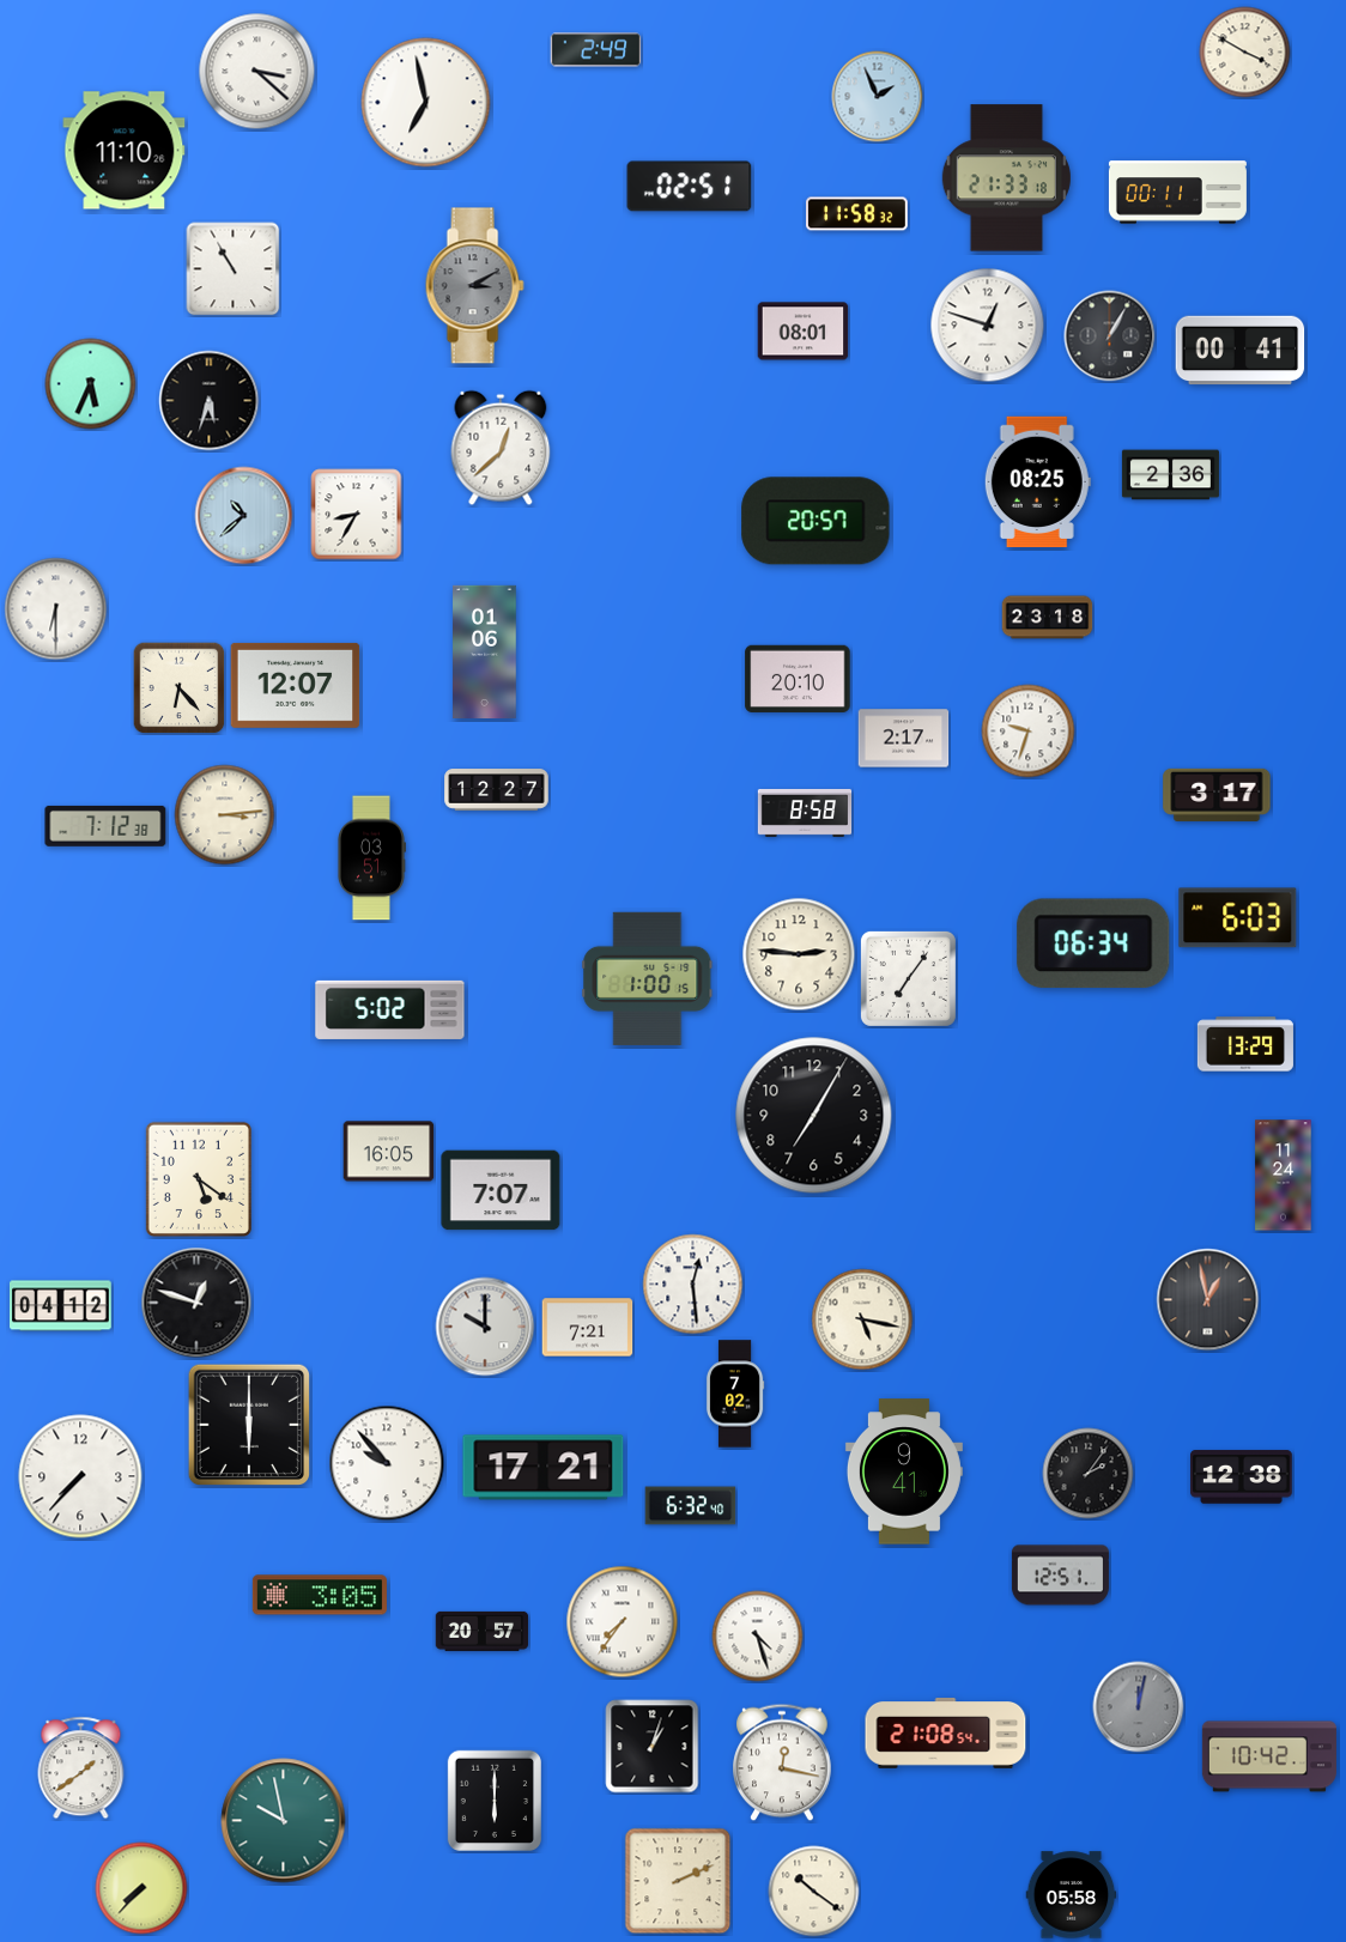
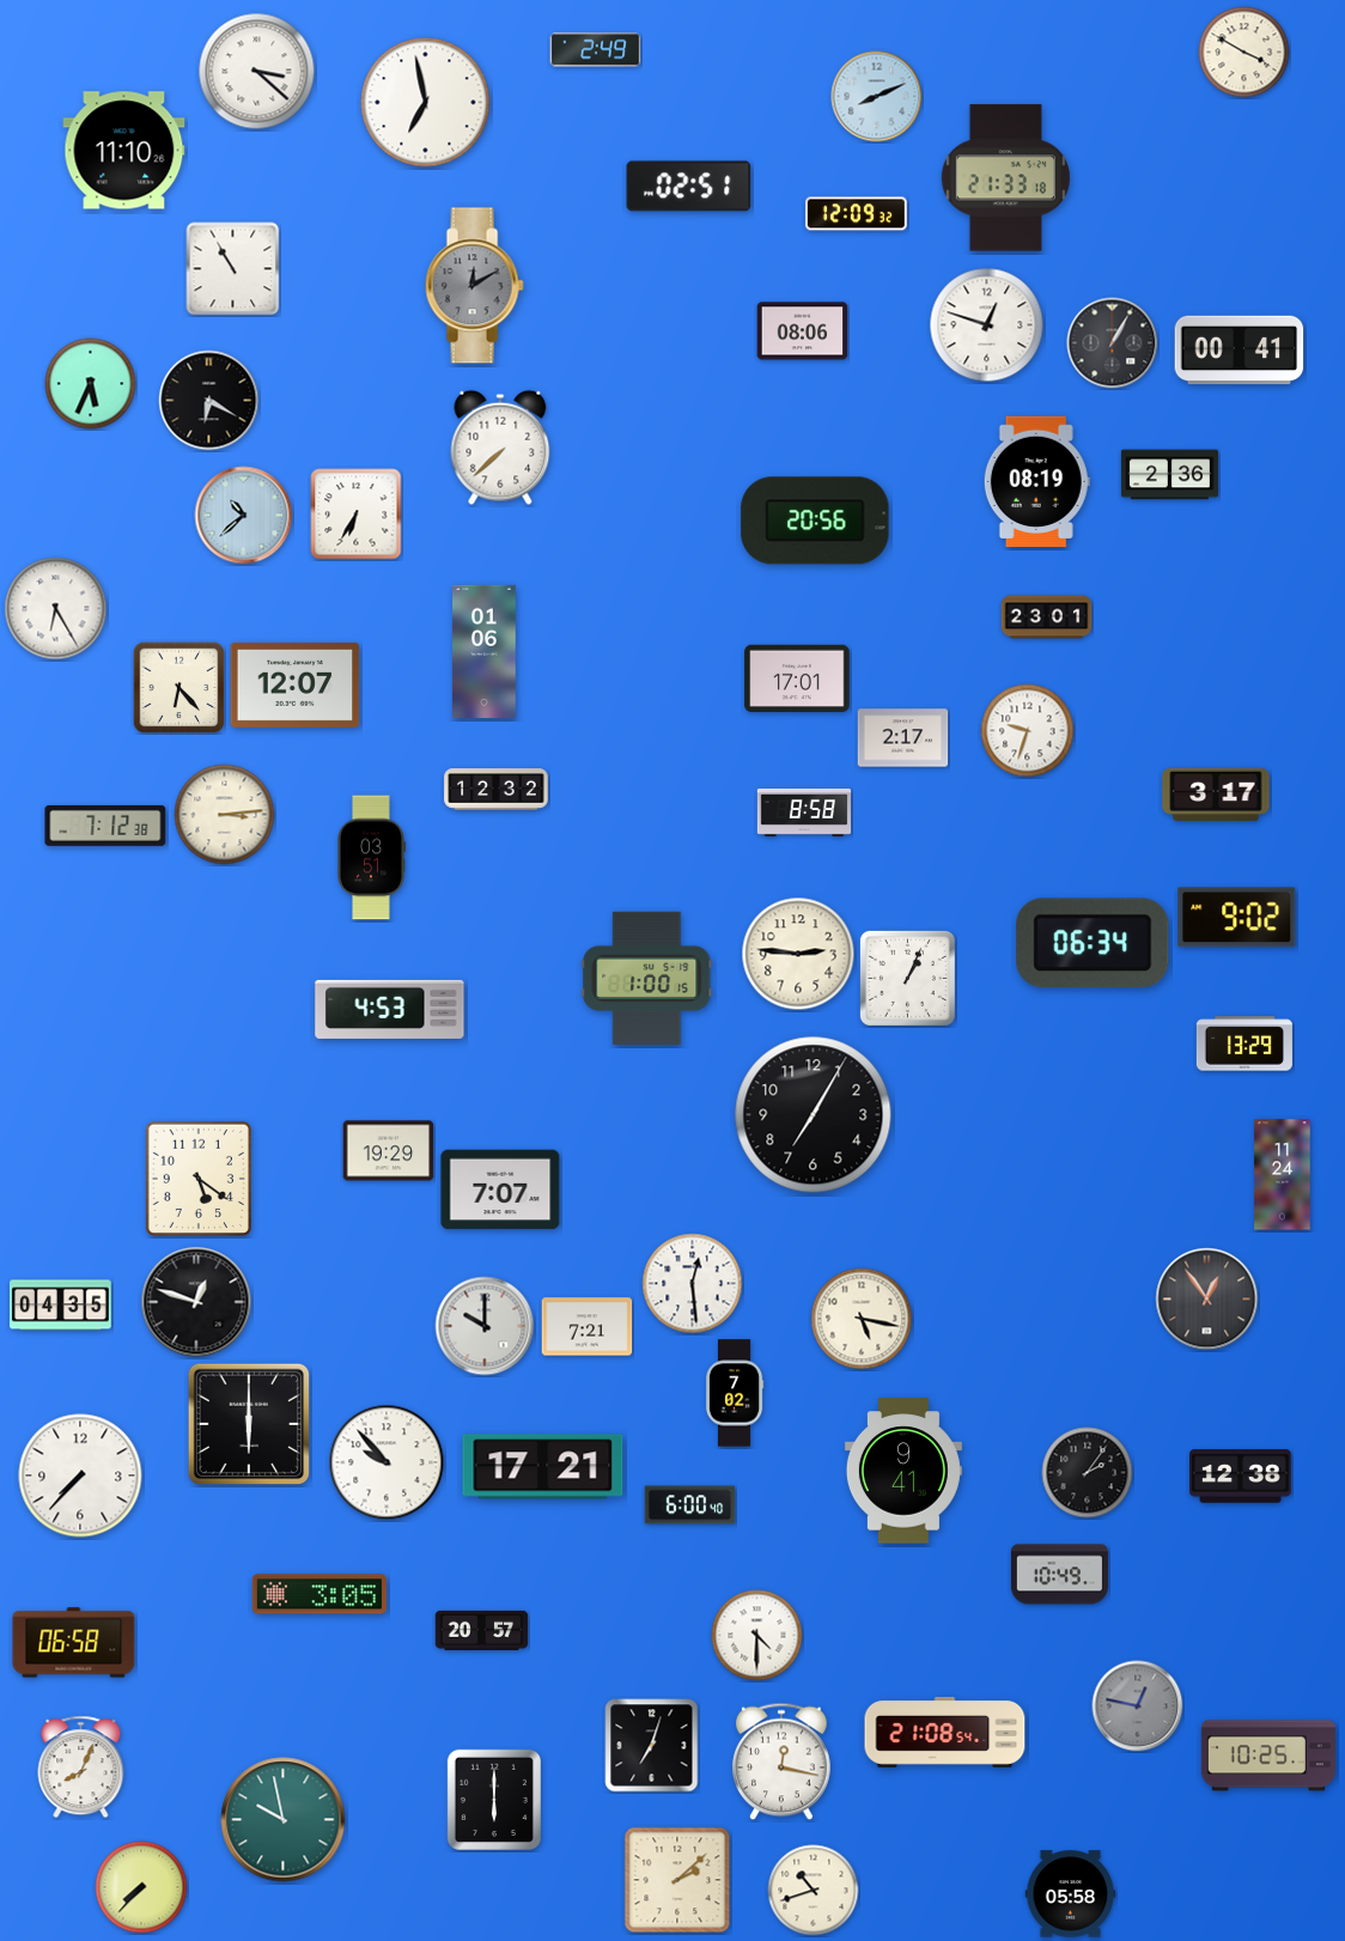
clock at (878, 97): 1:56 -> 8:11
clock at (1177, 193): 00:11 -> none
clock at (857, 214): 11:58 -> 12:09
clock at (474, 286): 3:10 -> 12:10
clock at (804, 332): 08:01 -> 08:06
clock at (1110, 336) position: (1110, 336) -> (1113, 343)
clock at (210, 401): 5:33 -> 6:20
clock at (501, 448): 12:38 -> 7:38
clock at (1037, 483): 08:25 -> 08:19
clock at (357, 515): 8:35 -> 6:35
clock at (816, 521): 20:57 -> 20:56
clock at (56, 609): 6:30 -> 6:25
clock at (1048, 618): 23:18 -> 23:01
clock at (798, 679): 20:10 -> 17:01
clock at (497, 790): 12:27 -> 12:32
clock at (1238, 918): 6:03 -> 9:02
clock at (908, 978): 7:06 -> 1:04
clock at (390, 1009): 5:02 -> 4:53
clock at (389, 1152): 16:05 -> 19:29
clock at (1208, 1300): 12:58 -> 12:54
clock at (61, 1306): 04:12 -> 04:35
clock at (691, 1506): 6:32 -> 6:00
clock at (1060, 1576): 12:51 -> 10:49
clock at (623, 1622): 7:36 -> none
clock at (758, 1637): 4:27 -> 4:30
clock at (74, 1643): none -> 06:58
clock at (1139, 1707): 12:02 -> 12:47
clock at (653, 1747): 1:03 -> 7:03
clock at (1269, 1756): 10:42 -> 10:25
clock at (81, 1768): 1:39 -> 8:04
clock at (678, 1881): 2:11 -> 2:08
clock at (814, 1892): 10:21 -> 10:42
